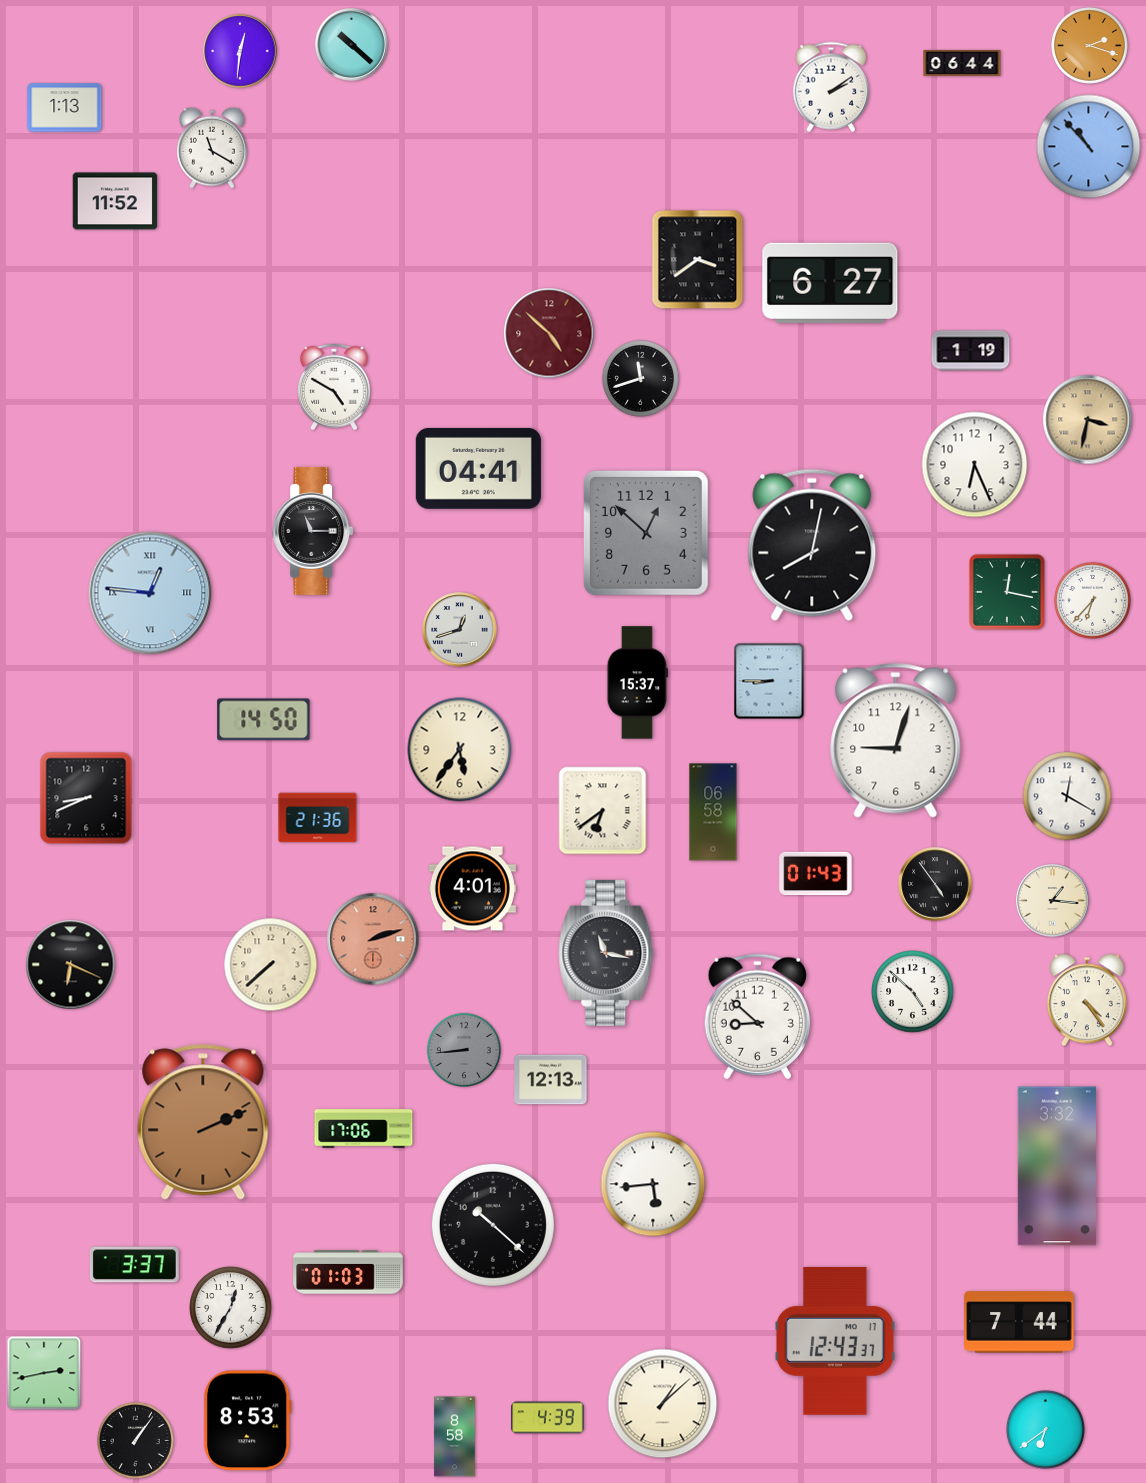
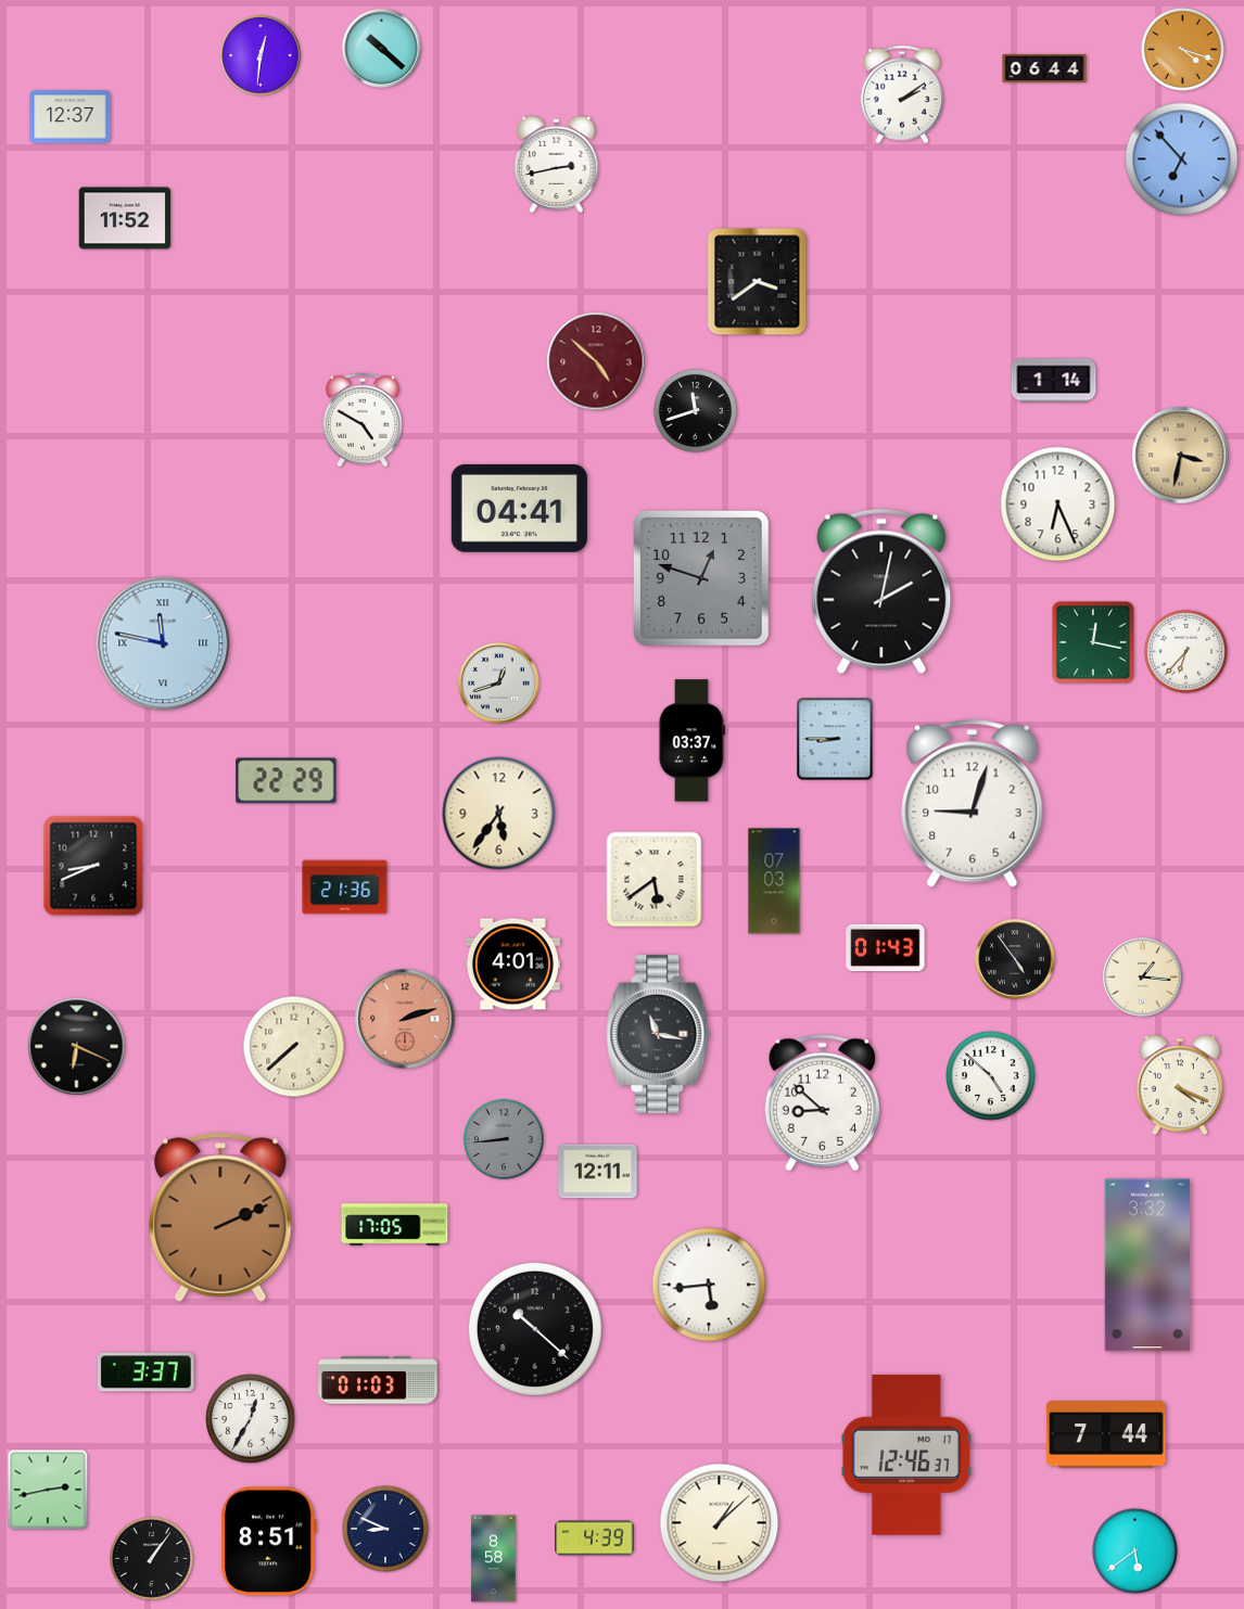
clock at (1089, 45): 2:18 -> 4:18
clock at (65, 108): 1:13 -> 12:37
clock at (1089, 147): 10:53 -> 6:53
clock at (213, 148): 11:20 -> none
clock at (557, 164): none -> 2:43
clock at (830, 283): 6:27 -> none
clock at (971, 351): 1:19 -> 1:14
clock at (313, 531): 11:15 -> none
clock at (646, 533): 12:52 -> 12:48
clock at (812, 545): 8:02 -> 2:02
clock at (150, 593): 12:46 -> 11:47
clock at (637, 683): 15:37 -> 03:37
clock at (264, 720): 14:50 -> 22:29
clock at (1067, 796): 12:20 -> none
clock at (603, 811): 6:39 -> 5:39
clock at (713, 812): 06:58 -> 07:03
clock at (1087, 1000): 4:24 -> 4:19
clock at (551, 1080): 12:13 -> 12:11
clock at (364, 1129): 17:06 -> 17:05
clock at (835, 1341): 12:43 -> 12:46
clock at (385, 1529): none -> 8:49
clock at (248, 1421): 8:53 -> 8:51
clock at (1046, 1430): 6:39 -> 5:39
clock at (135, 1440) position: (135, 1440) -> (151, 1558)
